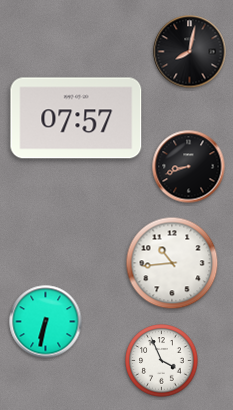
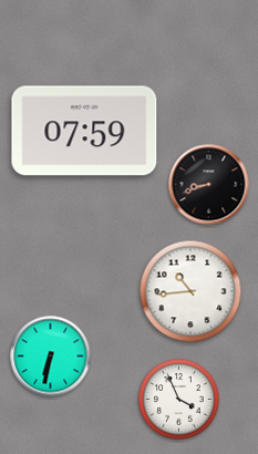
clock at (190, 52): 8:02 -> none
clock at (76, 118): 07:57 -> 07:59
